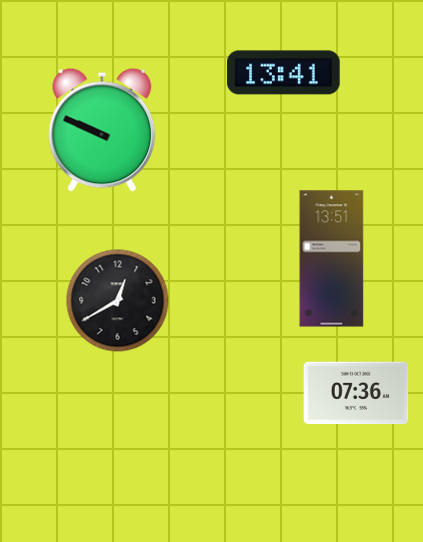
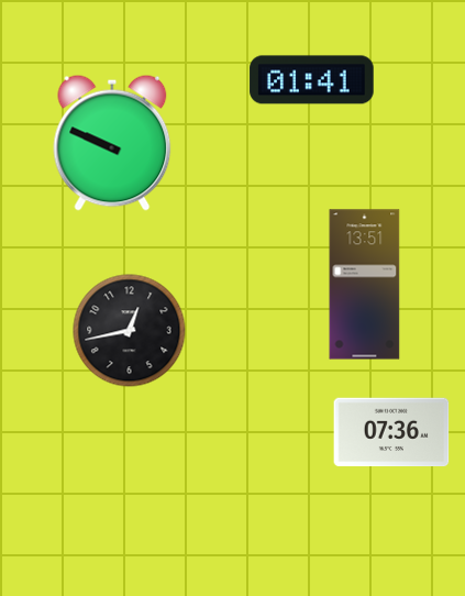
clock at (284, 73): 13:41 -> 01:41
clock at (118, 301): 12:40 -> 12:43
